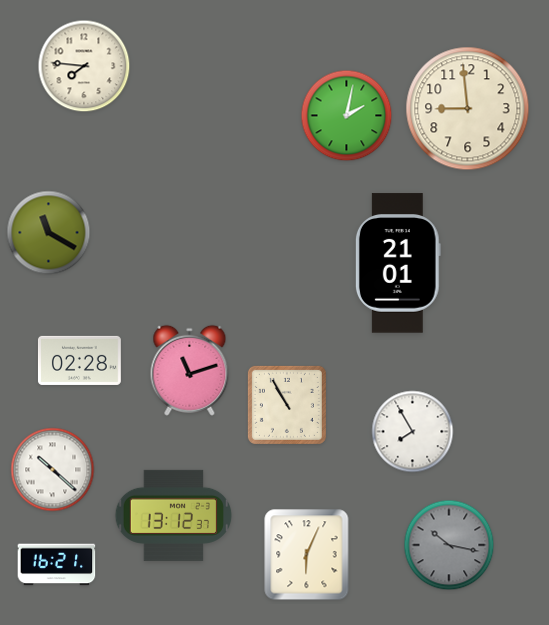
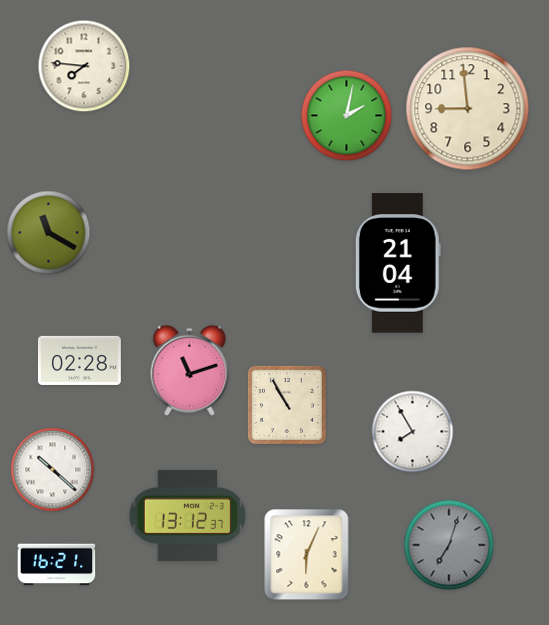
clock at (398, 263): 21:01 -> 21:04
clock at (174, 515) position: (174, 515) -> (188, 515)
clock at (449, 545): 10:17 -> 7:03
